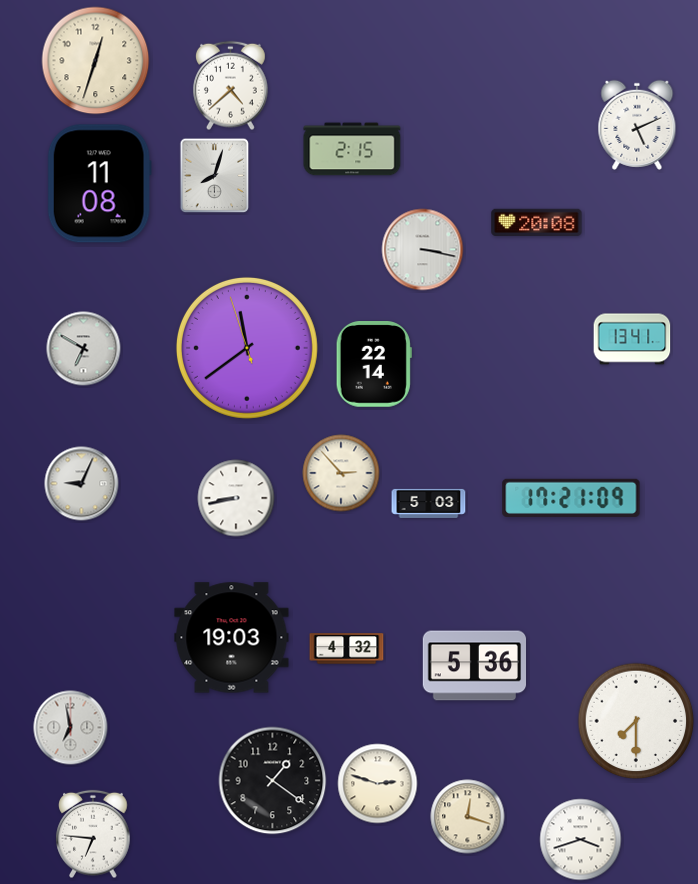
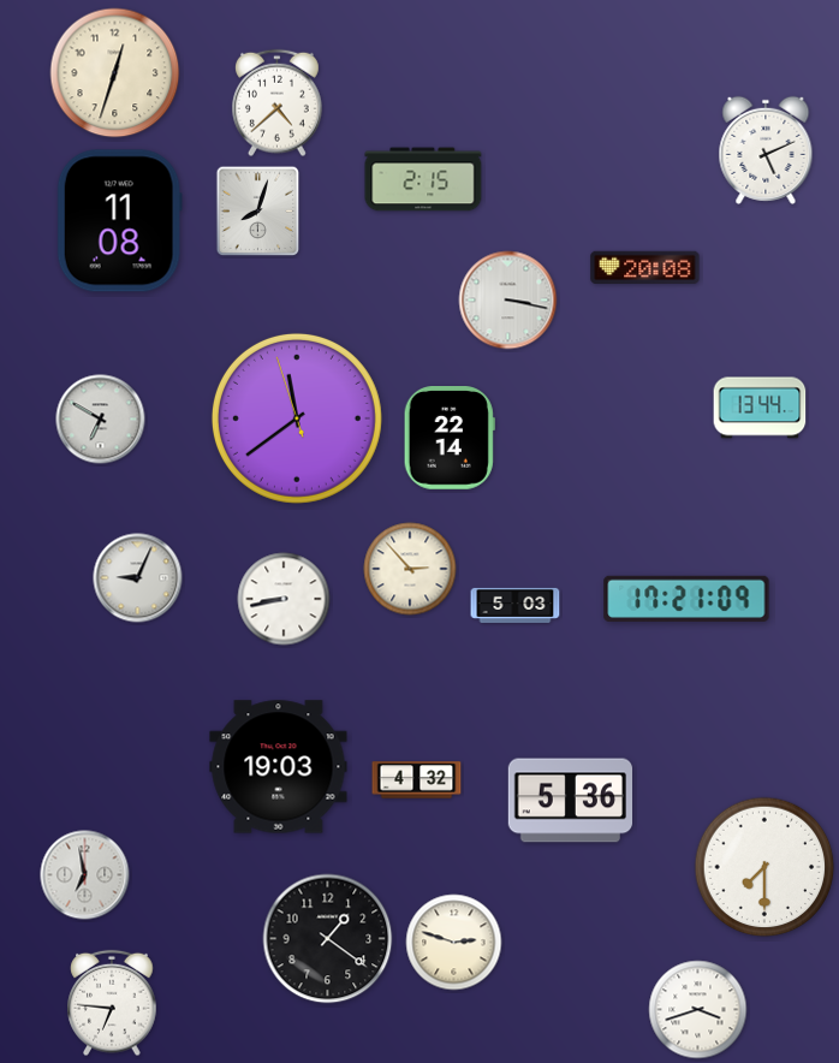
clock at (632, 339): 13:41 -> 13:44
clock at (82, 484) position: (82, 484) -> (138, 578)
clock at (468, 817): 12:18 -> none
